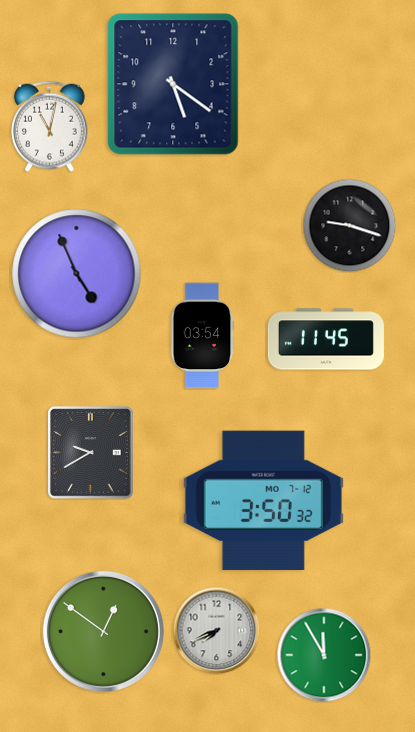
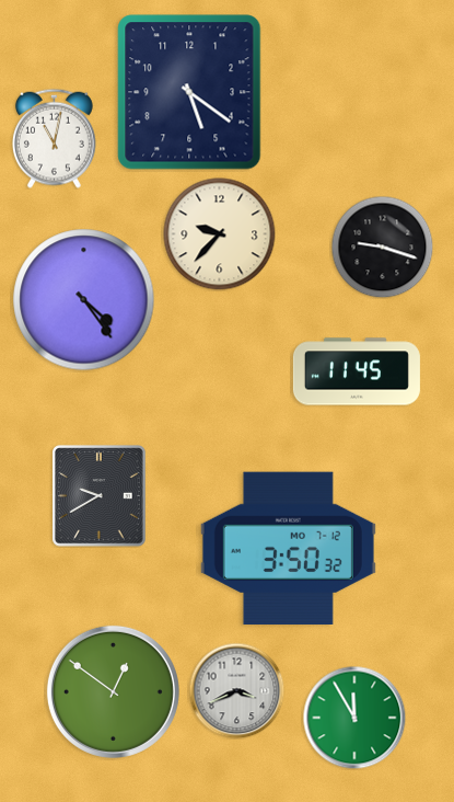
clock at (220, 234): none -> 9:37
clock at (77, 274): 4:56 -> 4:24
clock at (203, 336): 03:54 -> none
clock at (216, 630): 7:41 -> 3:41
